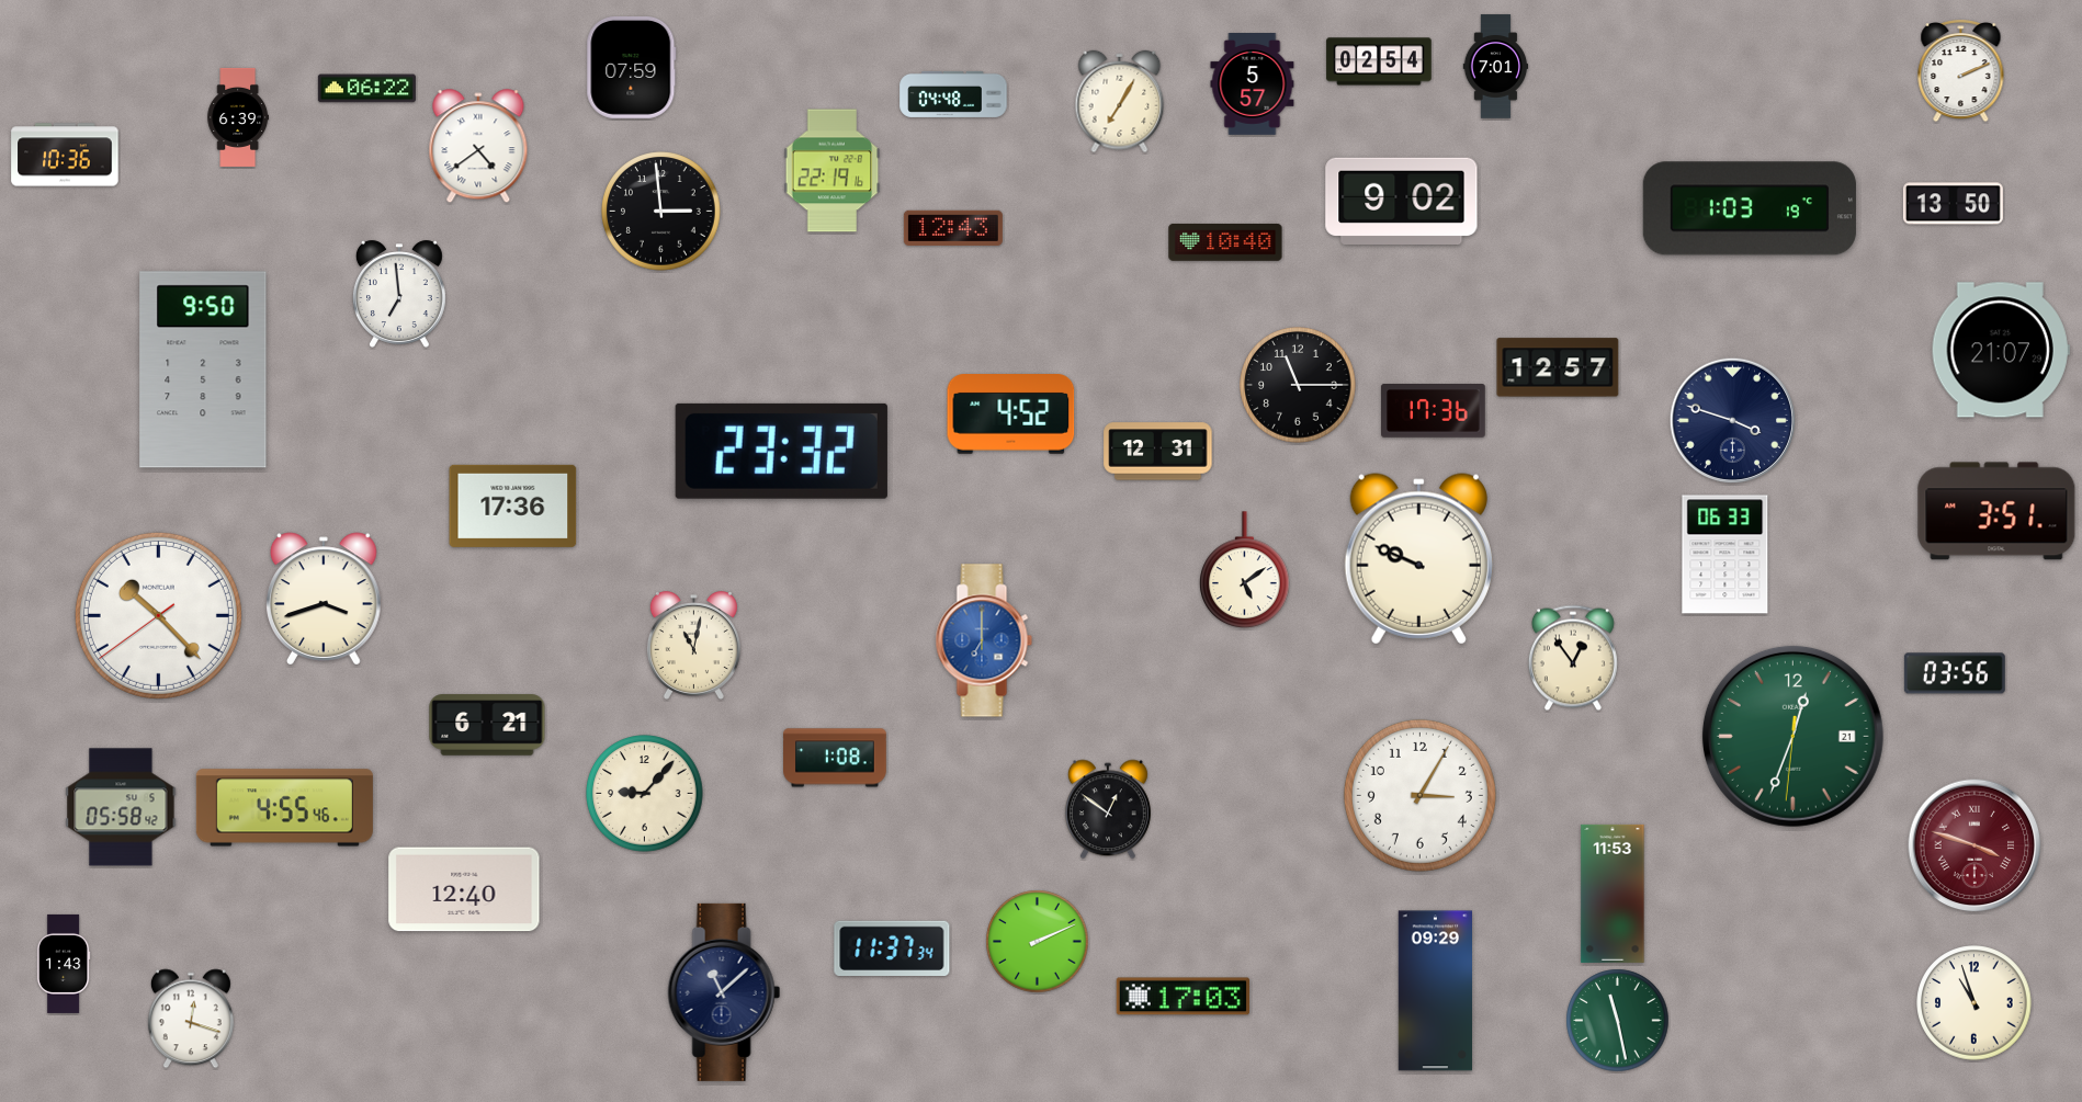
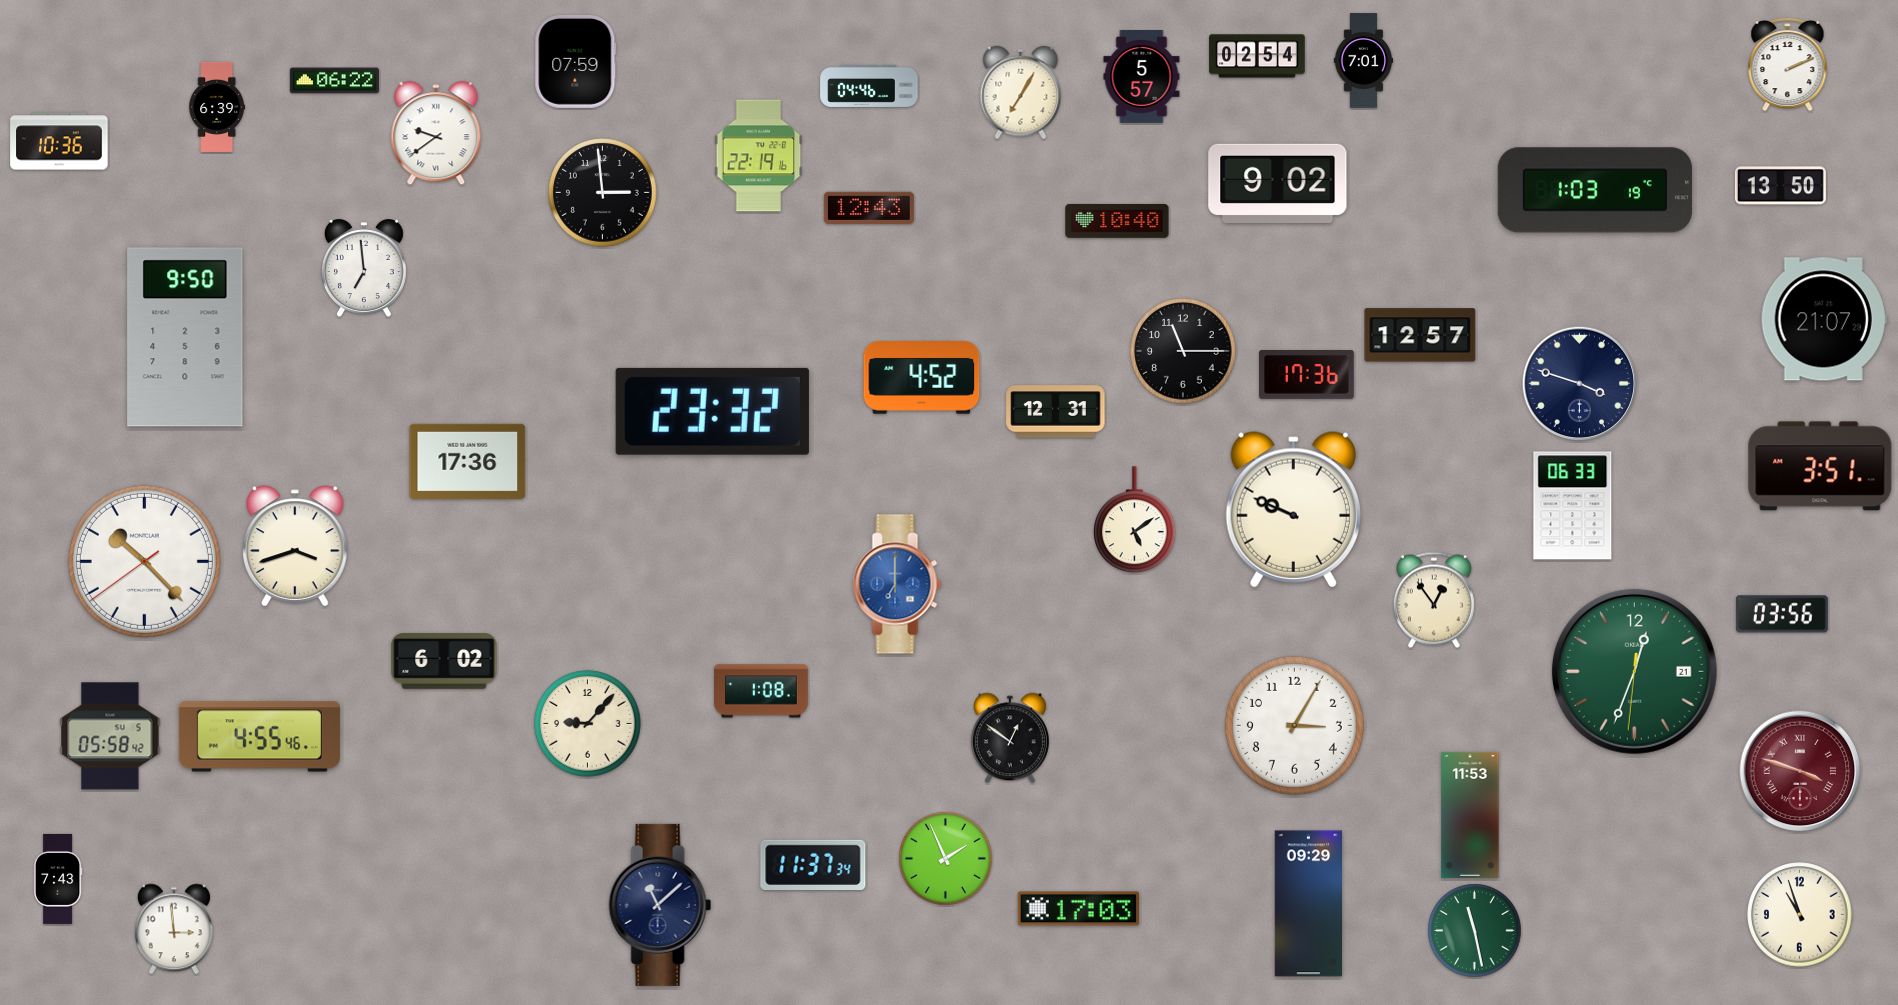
clock at (953, 94): 04:48 -> 04:46
clock at (478, 147): 4:39 -> 9:39
clock at (693, 645): 11:02 -> none
clock at (487, 725): 6:21 -> 6:02
clock at (464, 889): 12:40 -> none
clock at (1038, 942): 2:11 -> 1:56
clock at (64, 964): 1:43 -> 7:43
clock at (191, 1019): 12:18 -> 2:59
